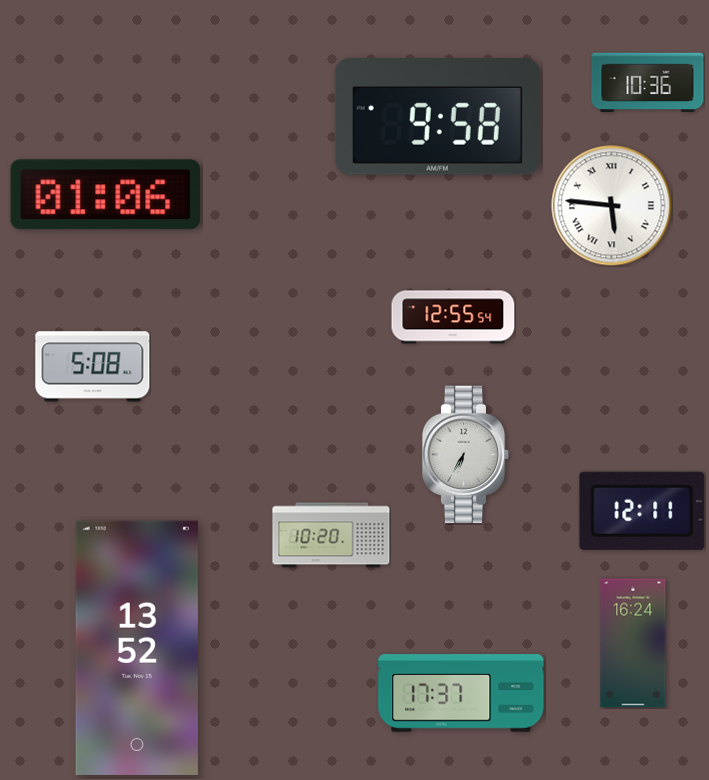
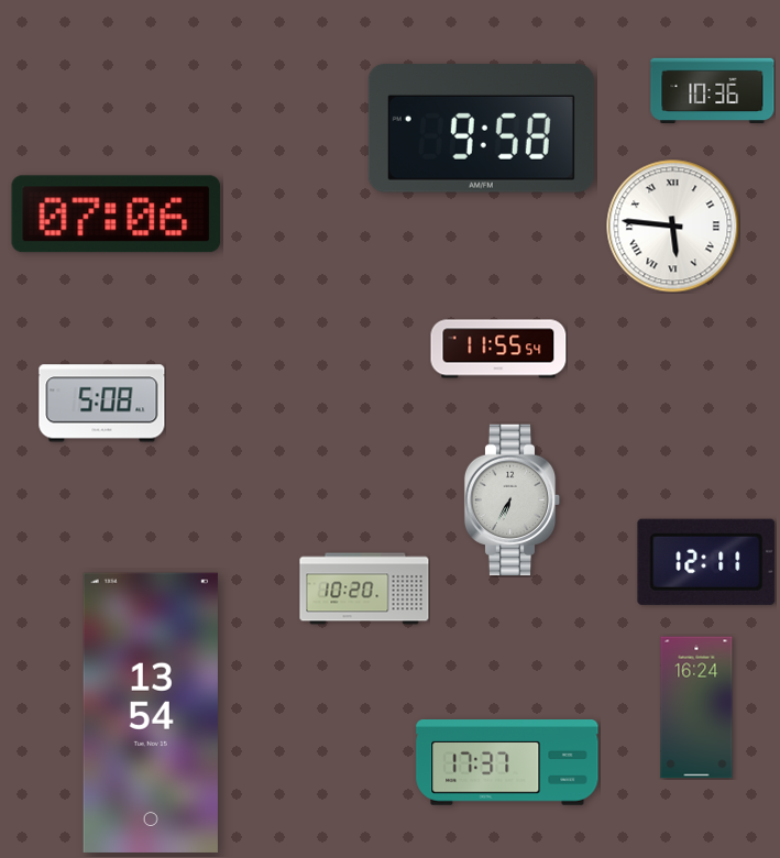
clock at (106, 195): 01:06 -> 07:06
clock at (453, 317): 12:55 -> 11:55
clock at (137, 648): 13:52 -> 13:54
